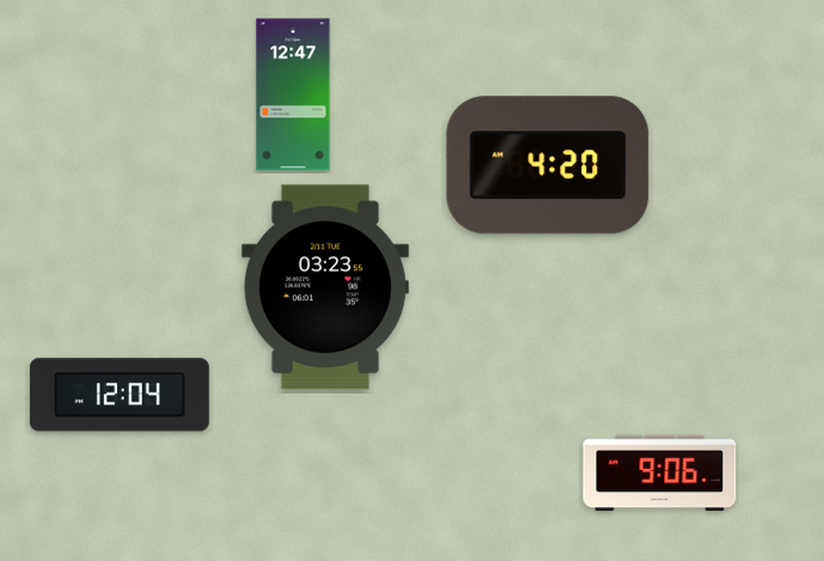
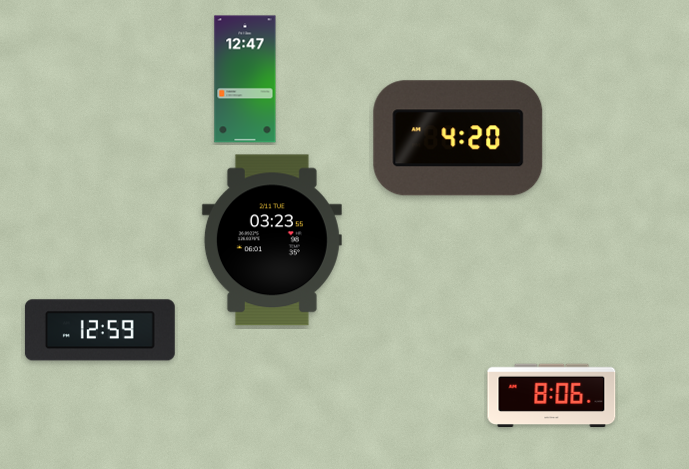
clock at (120, 395): 12:04 -> 12:59
clock at (660, 474): 9:06 -> 8:06
